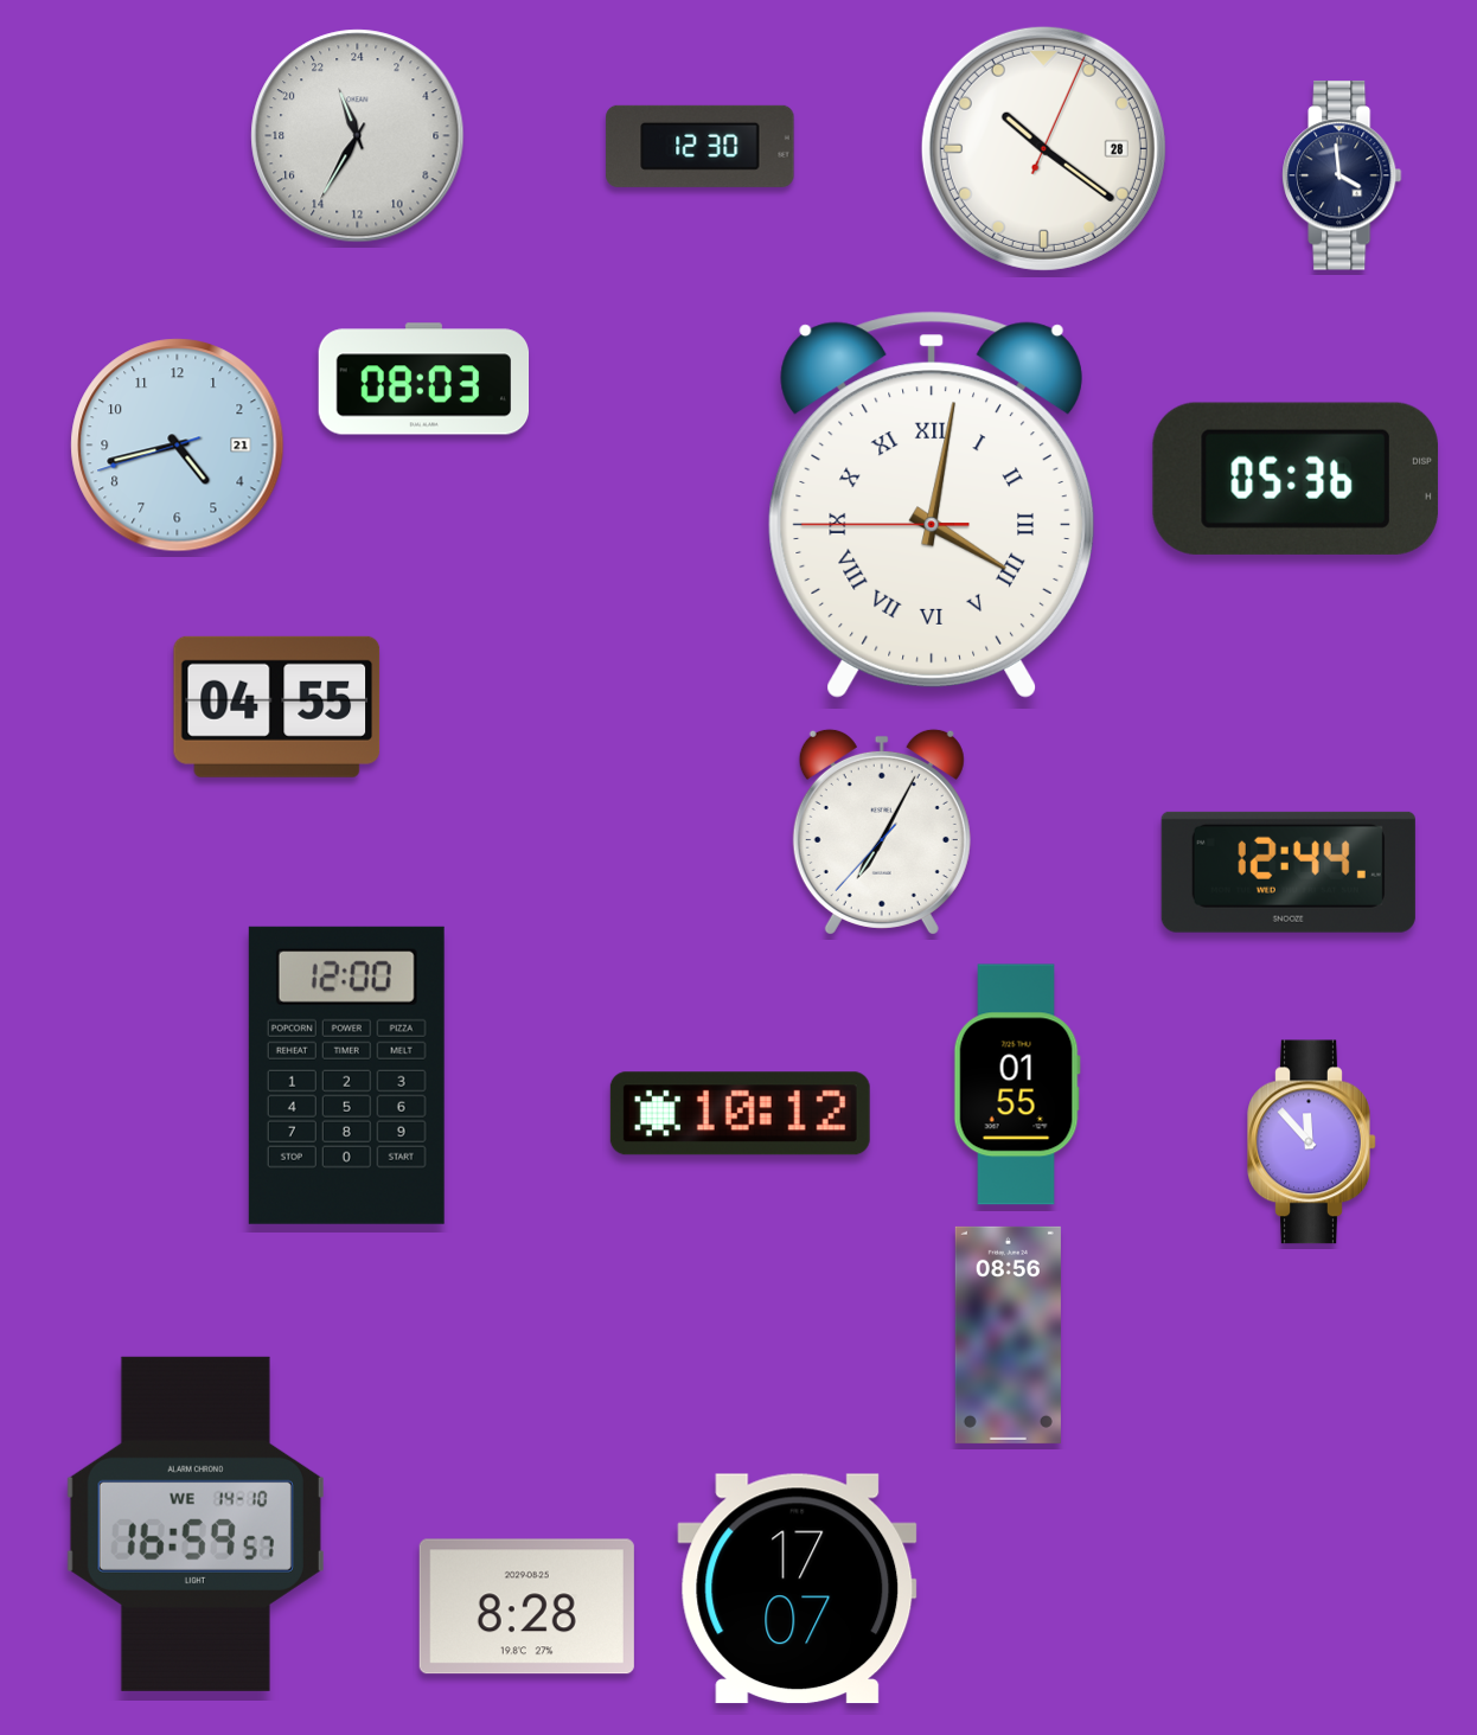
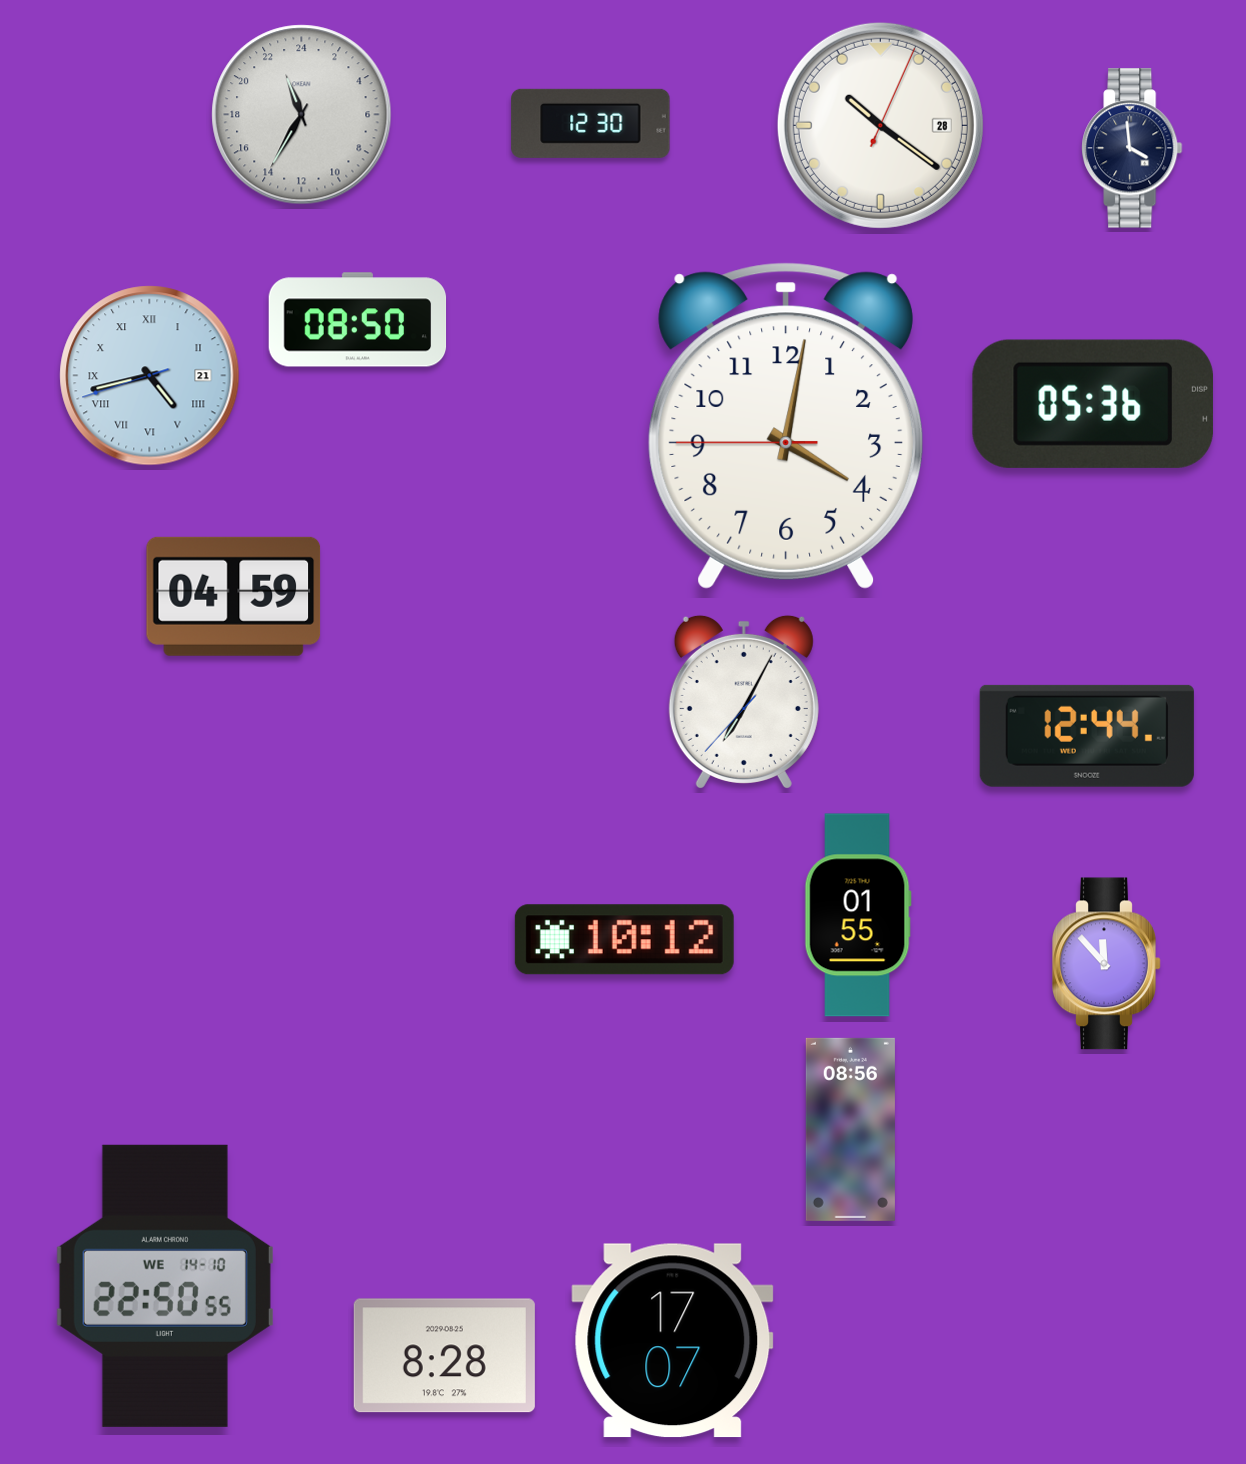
clock at (424, 379): 08:03 -> 08:50
clock at (178, 446) numerals: Arabic -> Roman
clock at (932, 505) numerals: Roman -> Arabic
clock at (277, 706): 04:55 -> 04:59
clock at (346, 1075): 12:00 -> none
clock at (1008, 1334) position: (1008, 1334) -> (850, 1129)
clock at (196, 1524): 16:59 -> 22:50
